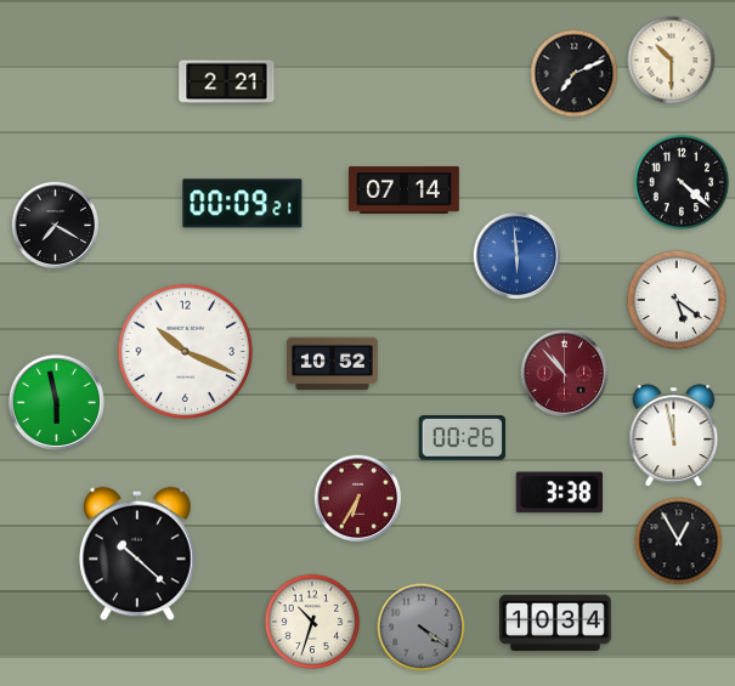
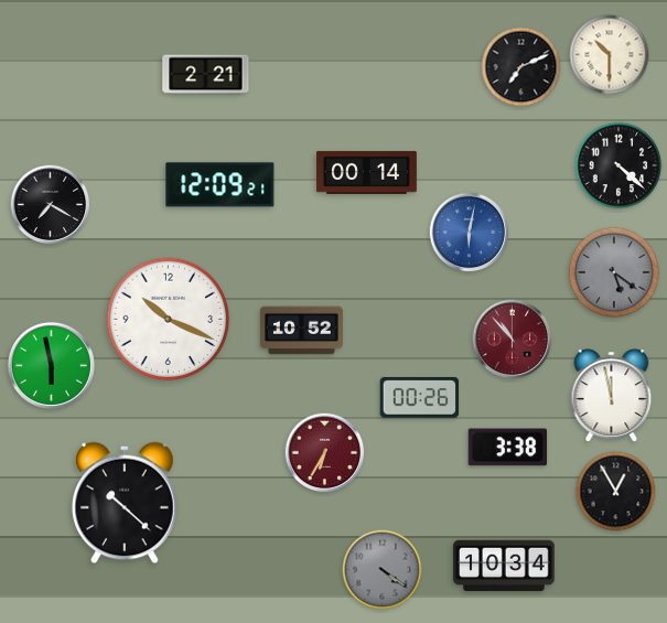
clock at (403, 189): 07:14 -> 00:14
clock at (243, 204): 00:09 -> 12:09
clock at (518, 256): 5:59 -> 6:02
clock at (677, 300) dial: white -> grey
clock at (312, 622): 10:33 -> none
